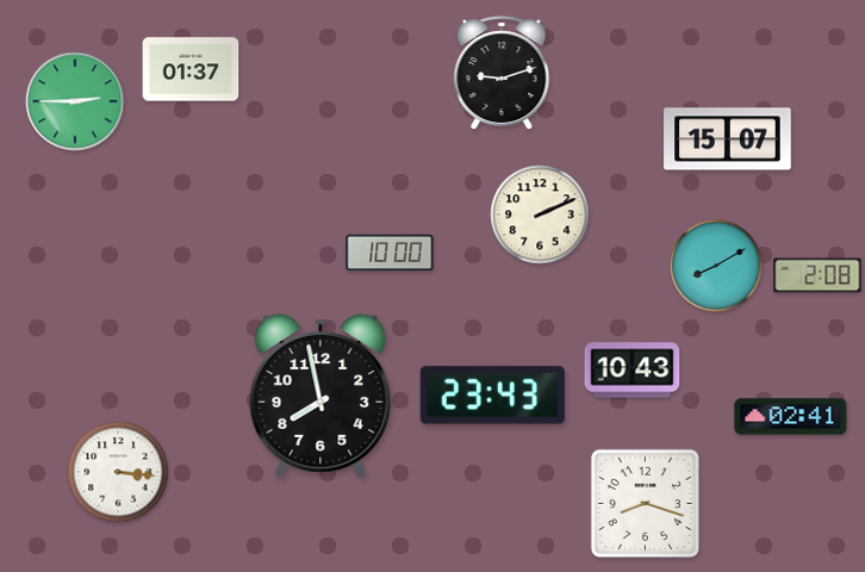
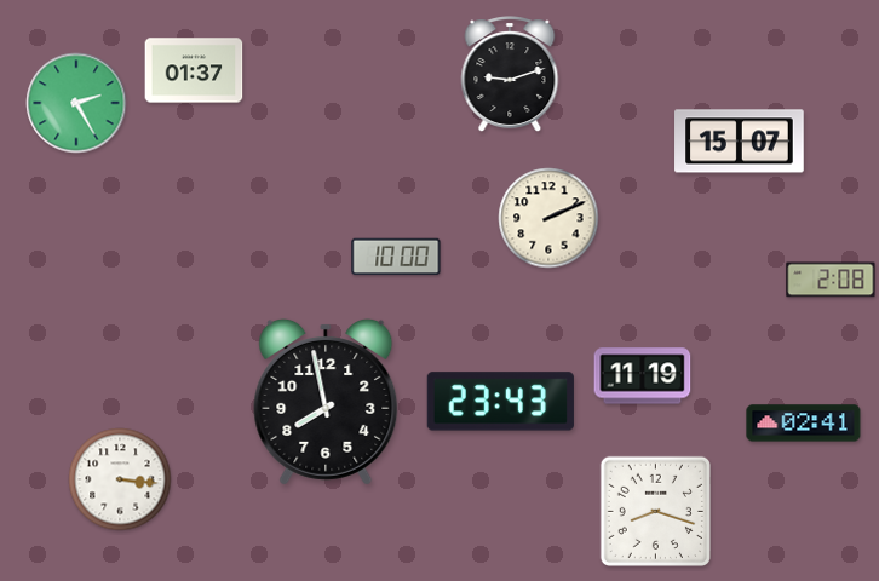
clock at (75, 101): 2:45 -> 2:25
clock at (716, 266): 8:10 -> none
clock at (633, 371): 10:43 -> 11:19
